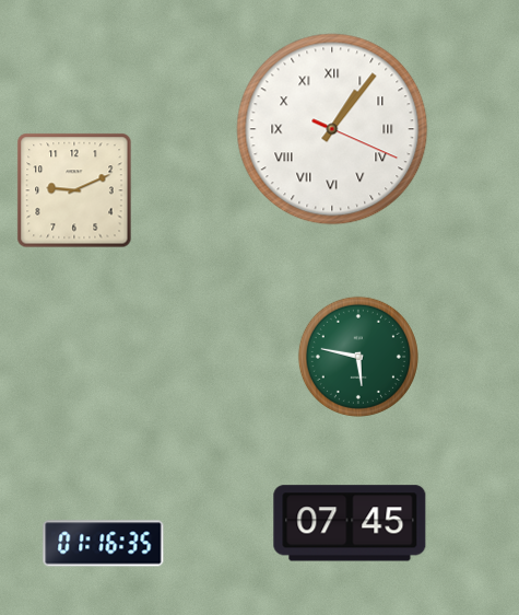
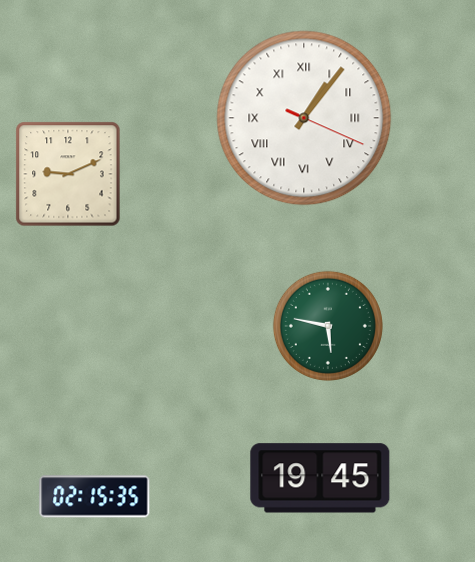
clock at (350, 523): 07:45 -> 19:45
clock at (104, 544): 01:16 -> 02:15
